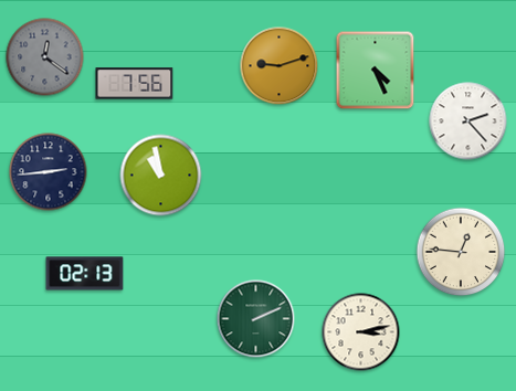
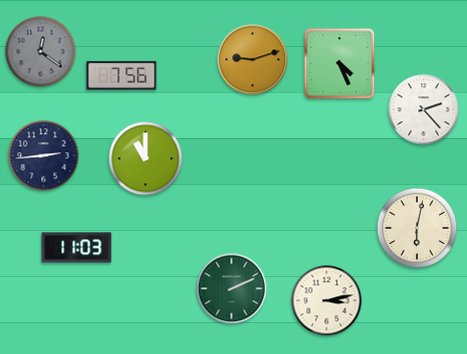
clock at (161, 176): 10:58 -> 11:00
clock at (461, 252): 12:46 -> 6:02
clock at (85, 274): 02:13 -> 11:03
